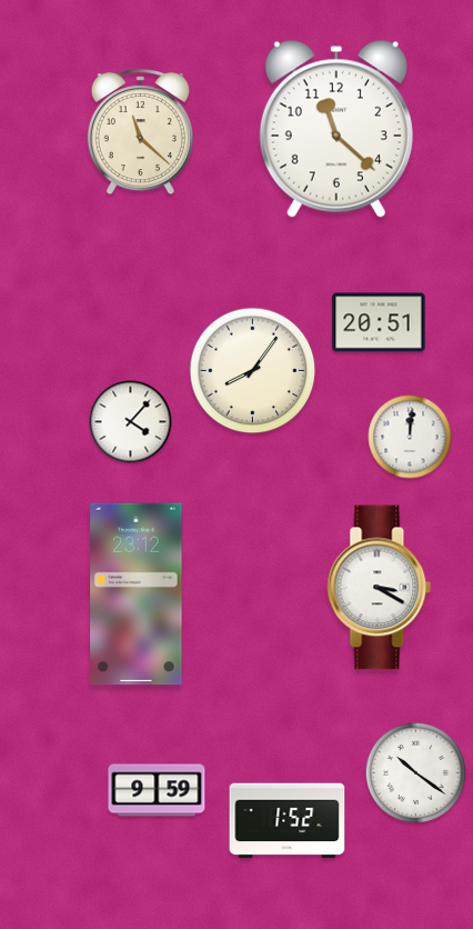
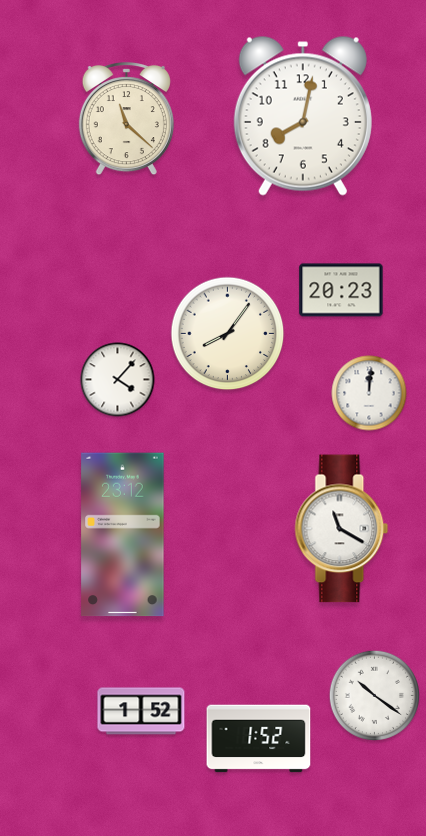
clock at (336, 129): 11:22 -> 8:02
clock at (379, 322): 20:51 -> 20:23
clock at (380, 588): 3:20 -> 11:20
clock at (157, 790): 9:59 -> 1:52
